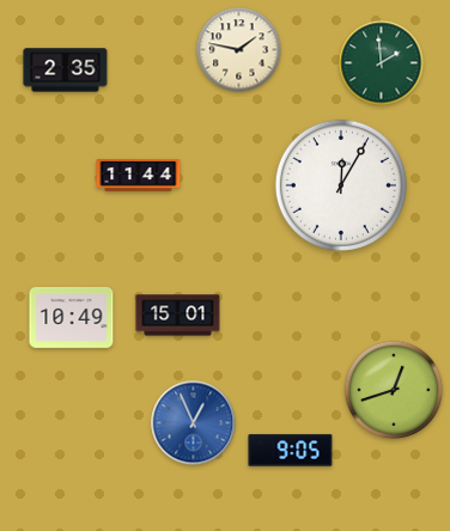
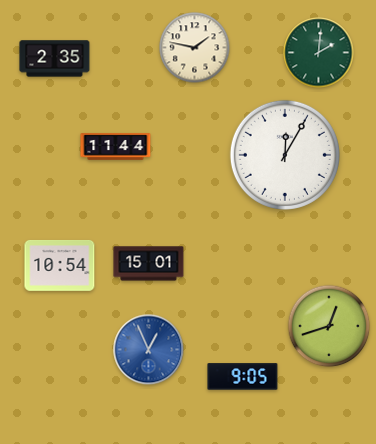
clock at (239, 50) position: (239, 50) -> (195, 48)
clock at (382, 63): 1:59 -> 2:01
clock at (72, 318): 10:49 -> 10:54
clock at (194, 423) position: (194, 423) -> (149, 350)
